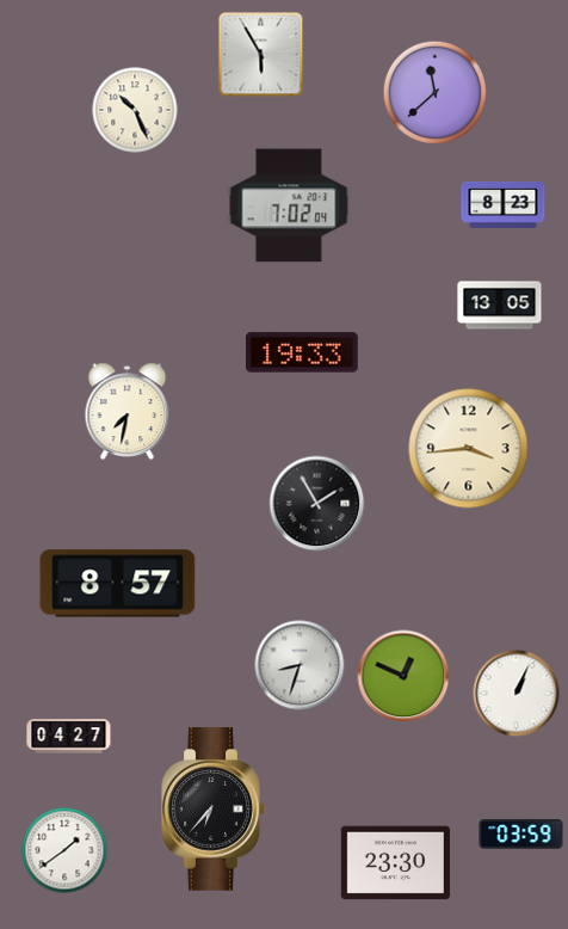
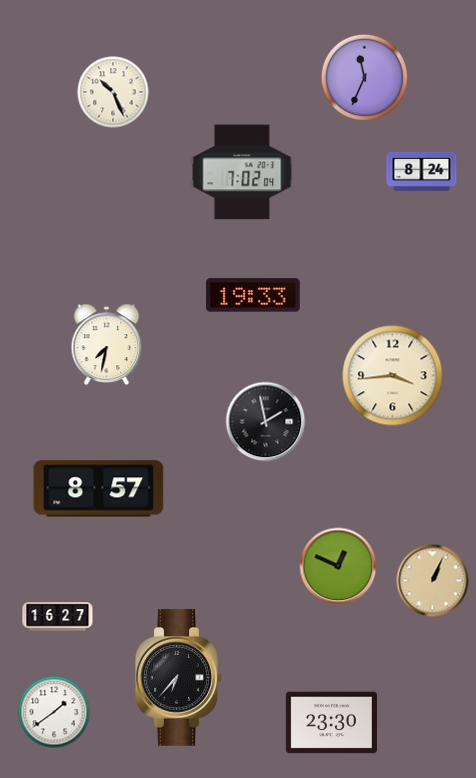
clock at (261, 55): 5:55 -> none
clock at (436, 93): 11:38 -> 11:34
clock at (504, 204): 8:23 -> 8:24
clock at (500, 306): 13:05 -> none
clock at (317, 504): 1:55 -> 1:58
clock at (300, 665): 8:33 -> none
clock at (517, 694) dial: white -> champagne
clock at (69, 737): 04:27 -> 16:27
clock at (521, 835): 03:59 -> none
